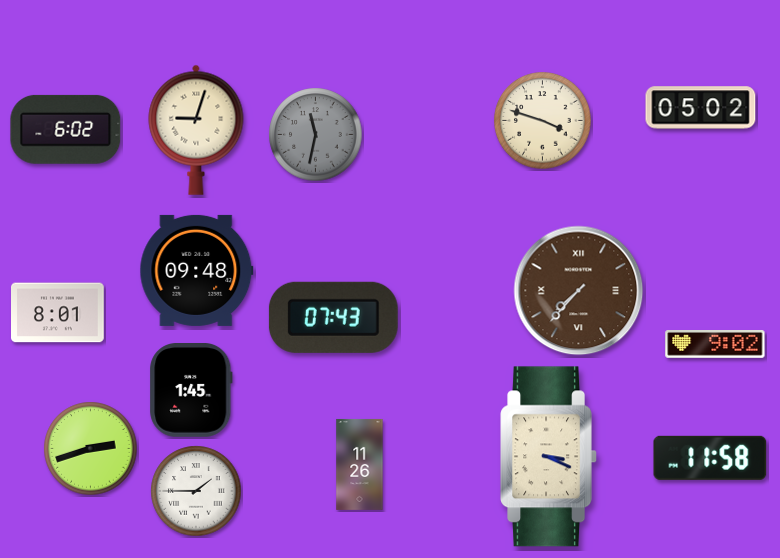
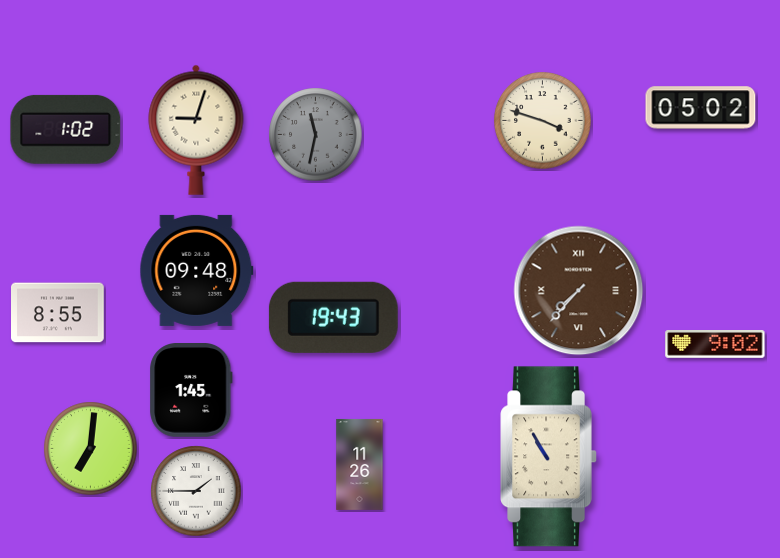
clock at (66, 129): 6:02 -> 1:02
clock at (58, 313): 8:01 -> 8:55
clock at (333, 317): 07:43 -> 19:43
clock at (91, 449): 2:42 -> 7:01
clock at (548, 457): 3:19 -> 10:55
clock at (710, 458): 11:58 -> none
